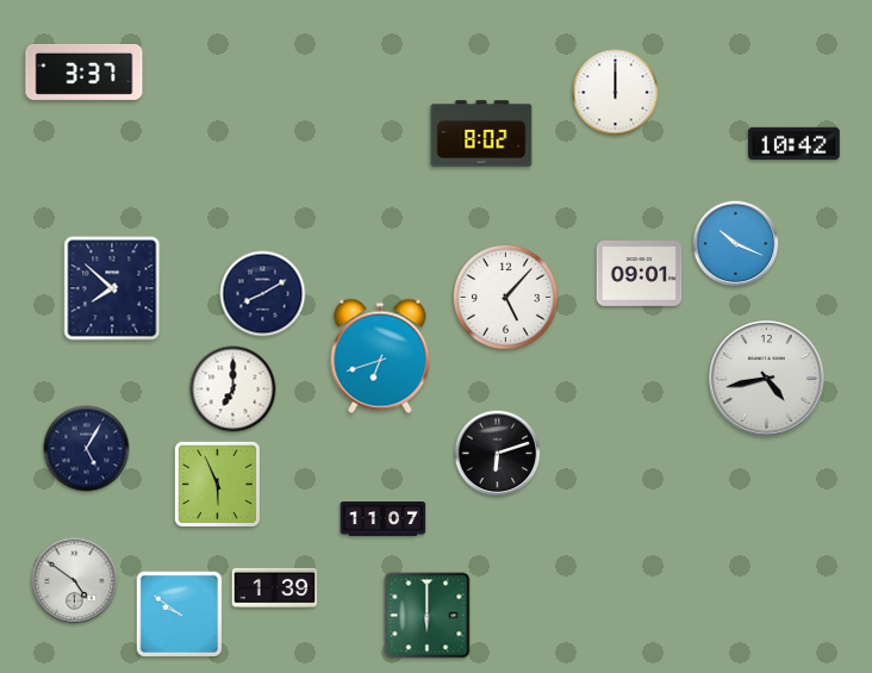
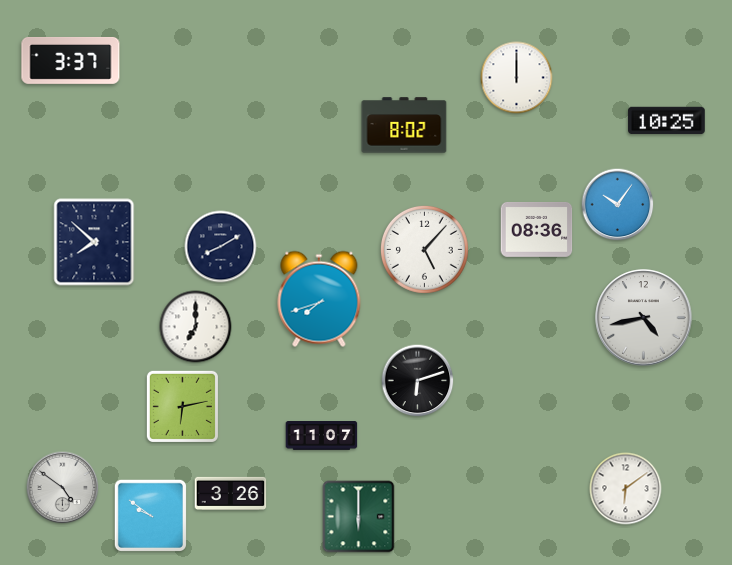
clock at (481, 133) position: (481, 133) -> (404, 125)
clock at (795, 144): 10:42 -> 10:25
clock at (736, 244): 10:19 -> 10:06
clock at (640, 273): 09:01 -> 08:36
clock at (380, 356): 6:42 -> 7:42
clock at (87, 449): 5:05 -> none
clock at (217, 484): 5:56 -> 6:13
clock at (626, 489): none -> 6:09
clock at (275, 587): 1:39 -> 3:26
